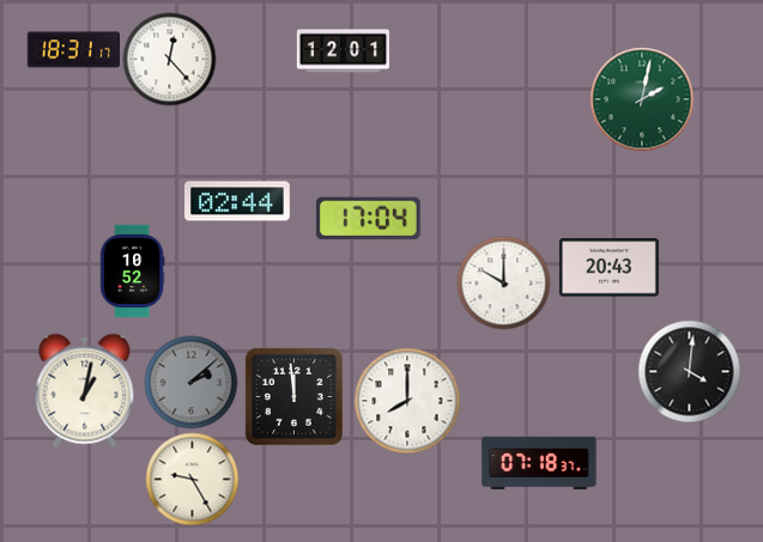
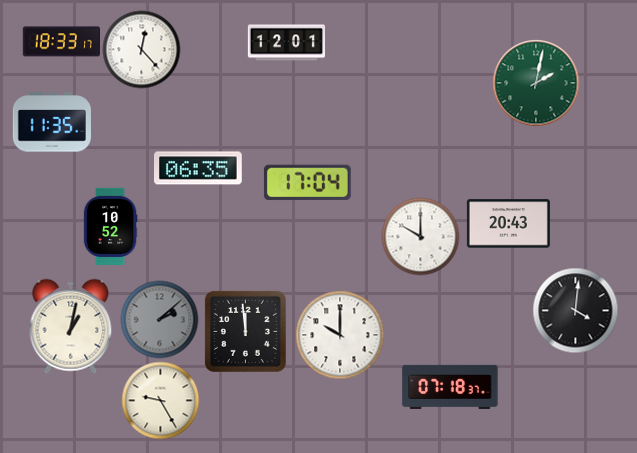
clock at (73, 50): 18:31 -> 18:33
clock at (52, 122): none -> 11:35
clock at (238, 201): 02:44 -> 06:35
clock at (407, 401): 8:00 -> 10:00
